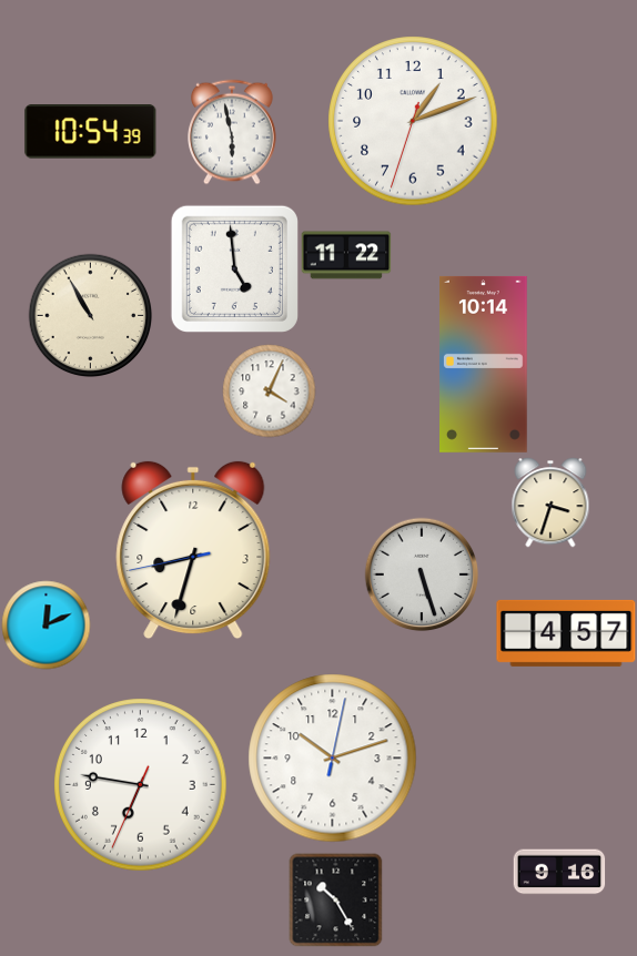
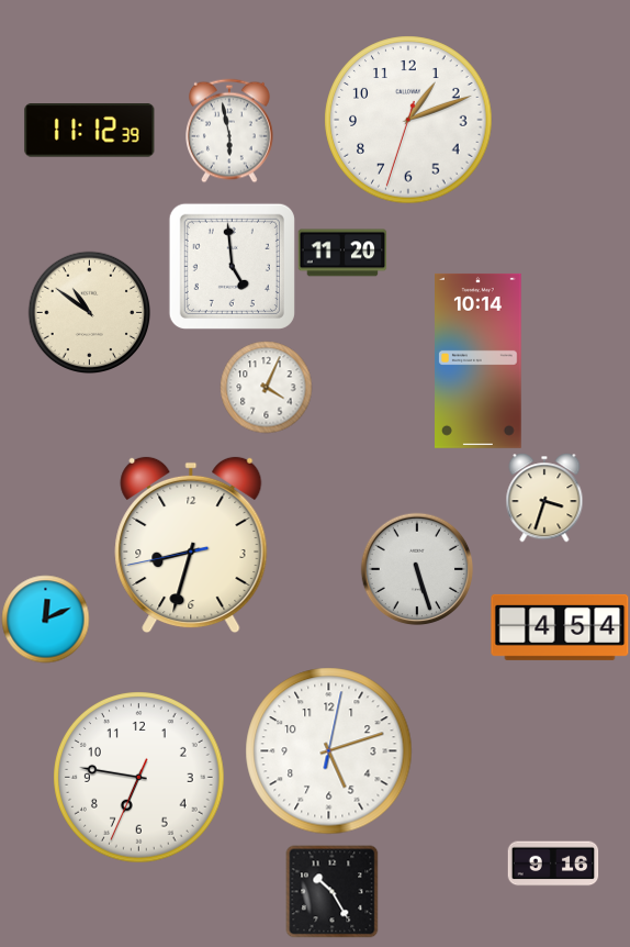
clock at (91, 132): 10:54 -> 11:12
clock at (346, 255): 11:22 -> 11:20
clock at (90, 315): 10:55 -> 10:51
clock at (566, 633): 4:57 -> 4:54
clock at (333, 759): 10:12 -> 5:12
